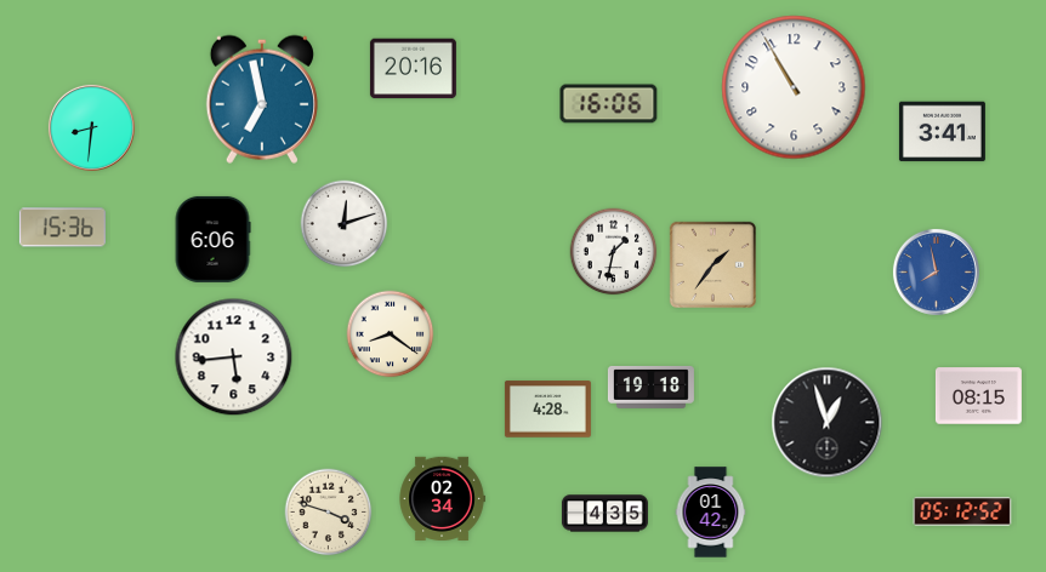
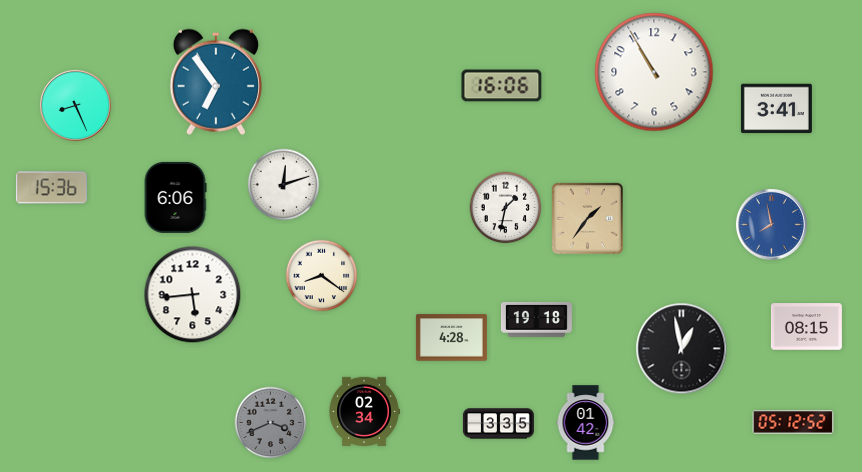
clock at (413, 69): 20:16 -> none
clock at (262, 99): 6:58 -> 6:54
clock at (91, 127): 8:31 -> 8:26
clock at (828, 423): 12:57 -> 12:58
clock at (329, 513): 3:48 -> 3:41
clock at (329, 513) dial: cream -> grey
clock at (604, 514): 4:35 -> 3:35
